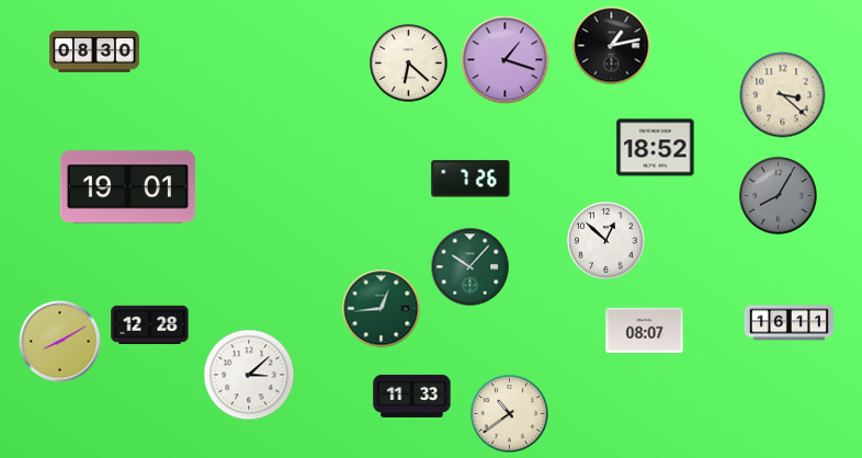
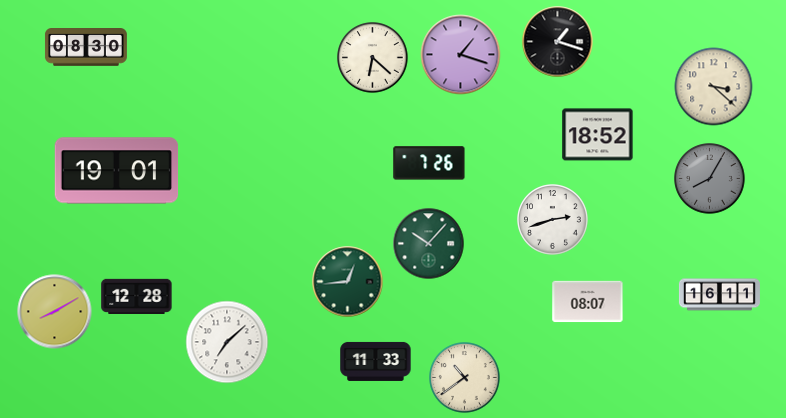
clock at (612, 46): 1:13 -> 1:18
clock at (606, 241): 12:52 -> 2:42
clock at (249, 375): 3:08 -> 7:08
